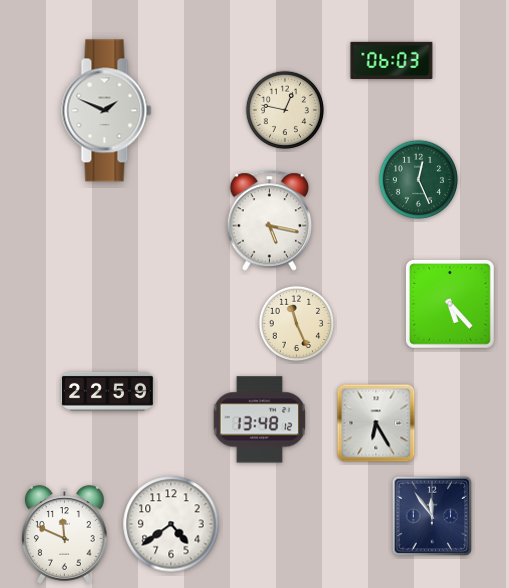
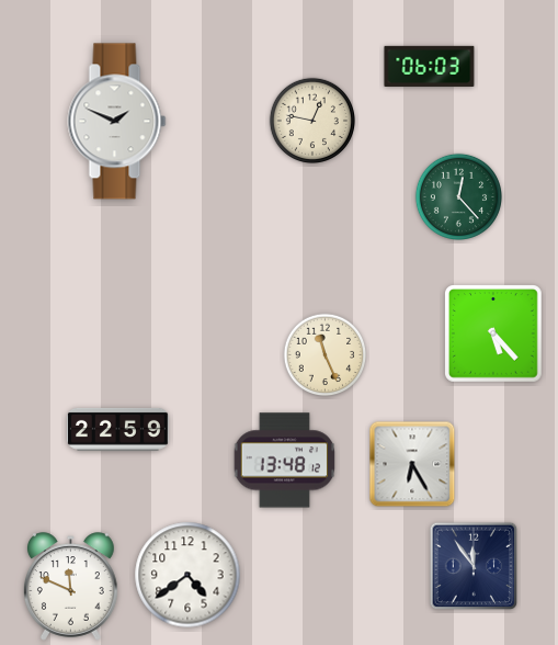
clock at (418, 179): 12:26 -> 12:23
clock at (270, 221): 5:17 -> none
